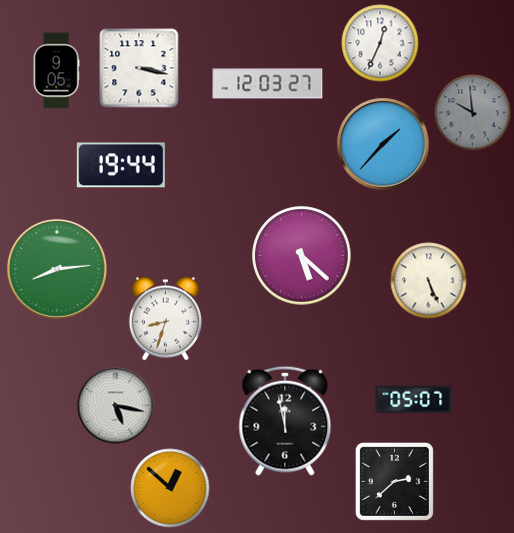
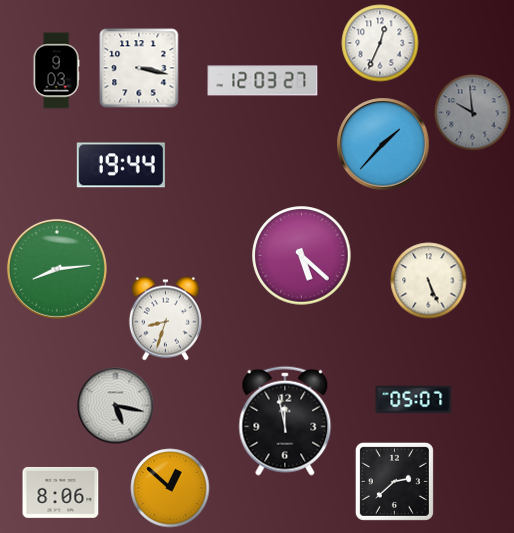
clock at (56, 71): 9:05 -> 9:03
clock at (268, 84) position: (268, 84) -> (263, 81)
clock at (61, 492): none -> 8:06
